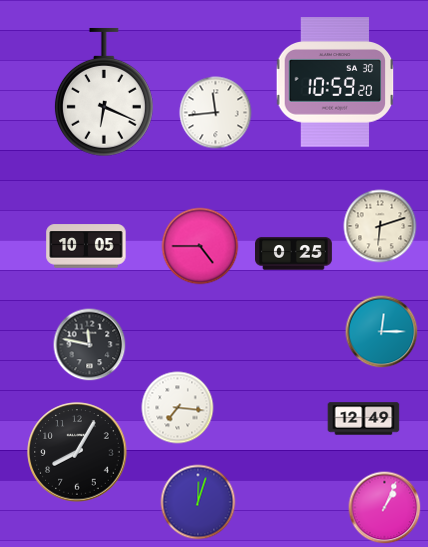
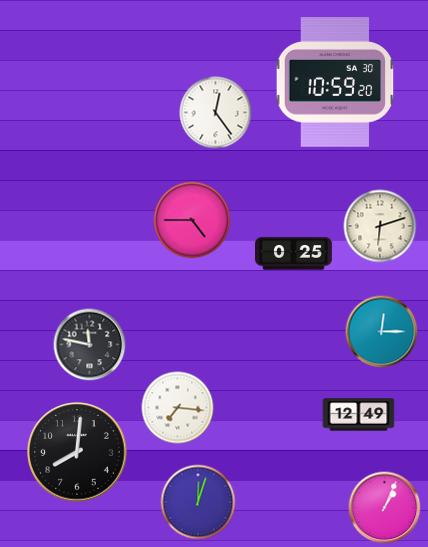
clock at (104, 92): 6:19 -> none
clock at (216, 113): 11:44 -> 12:24
clock at (86, 246): 10:05 -> none
clock at (200, 246) position: (200, 246) -> (192, 220)
clock at (364, 419) position: (364, 419) -> (359, 415)
clock at (77, 452): 8:05 -> 8:01
